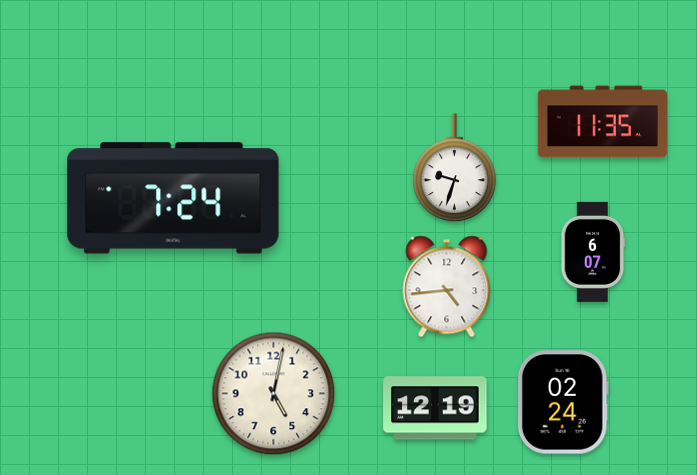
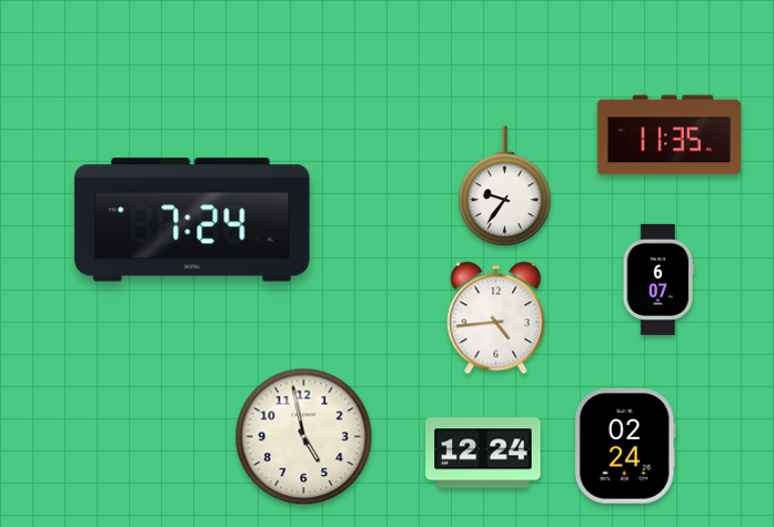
clock at (455, 168): 9:33 -> 9:36
clock at (274, 394): 5:02 -> 4:58
clock at (435, 408): 12:19 -> 12:24
